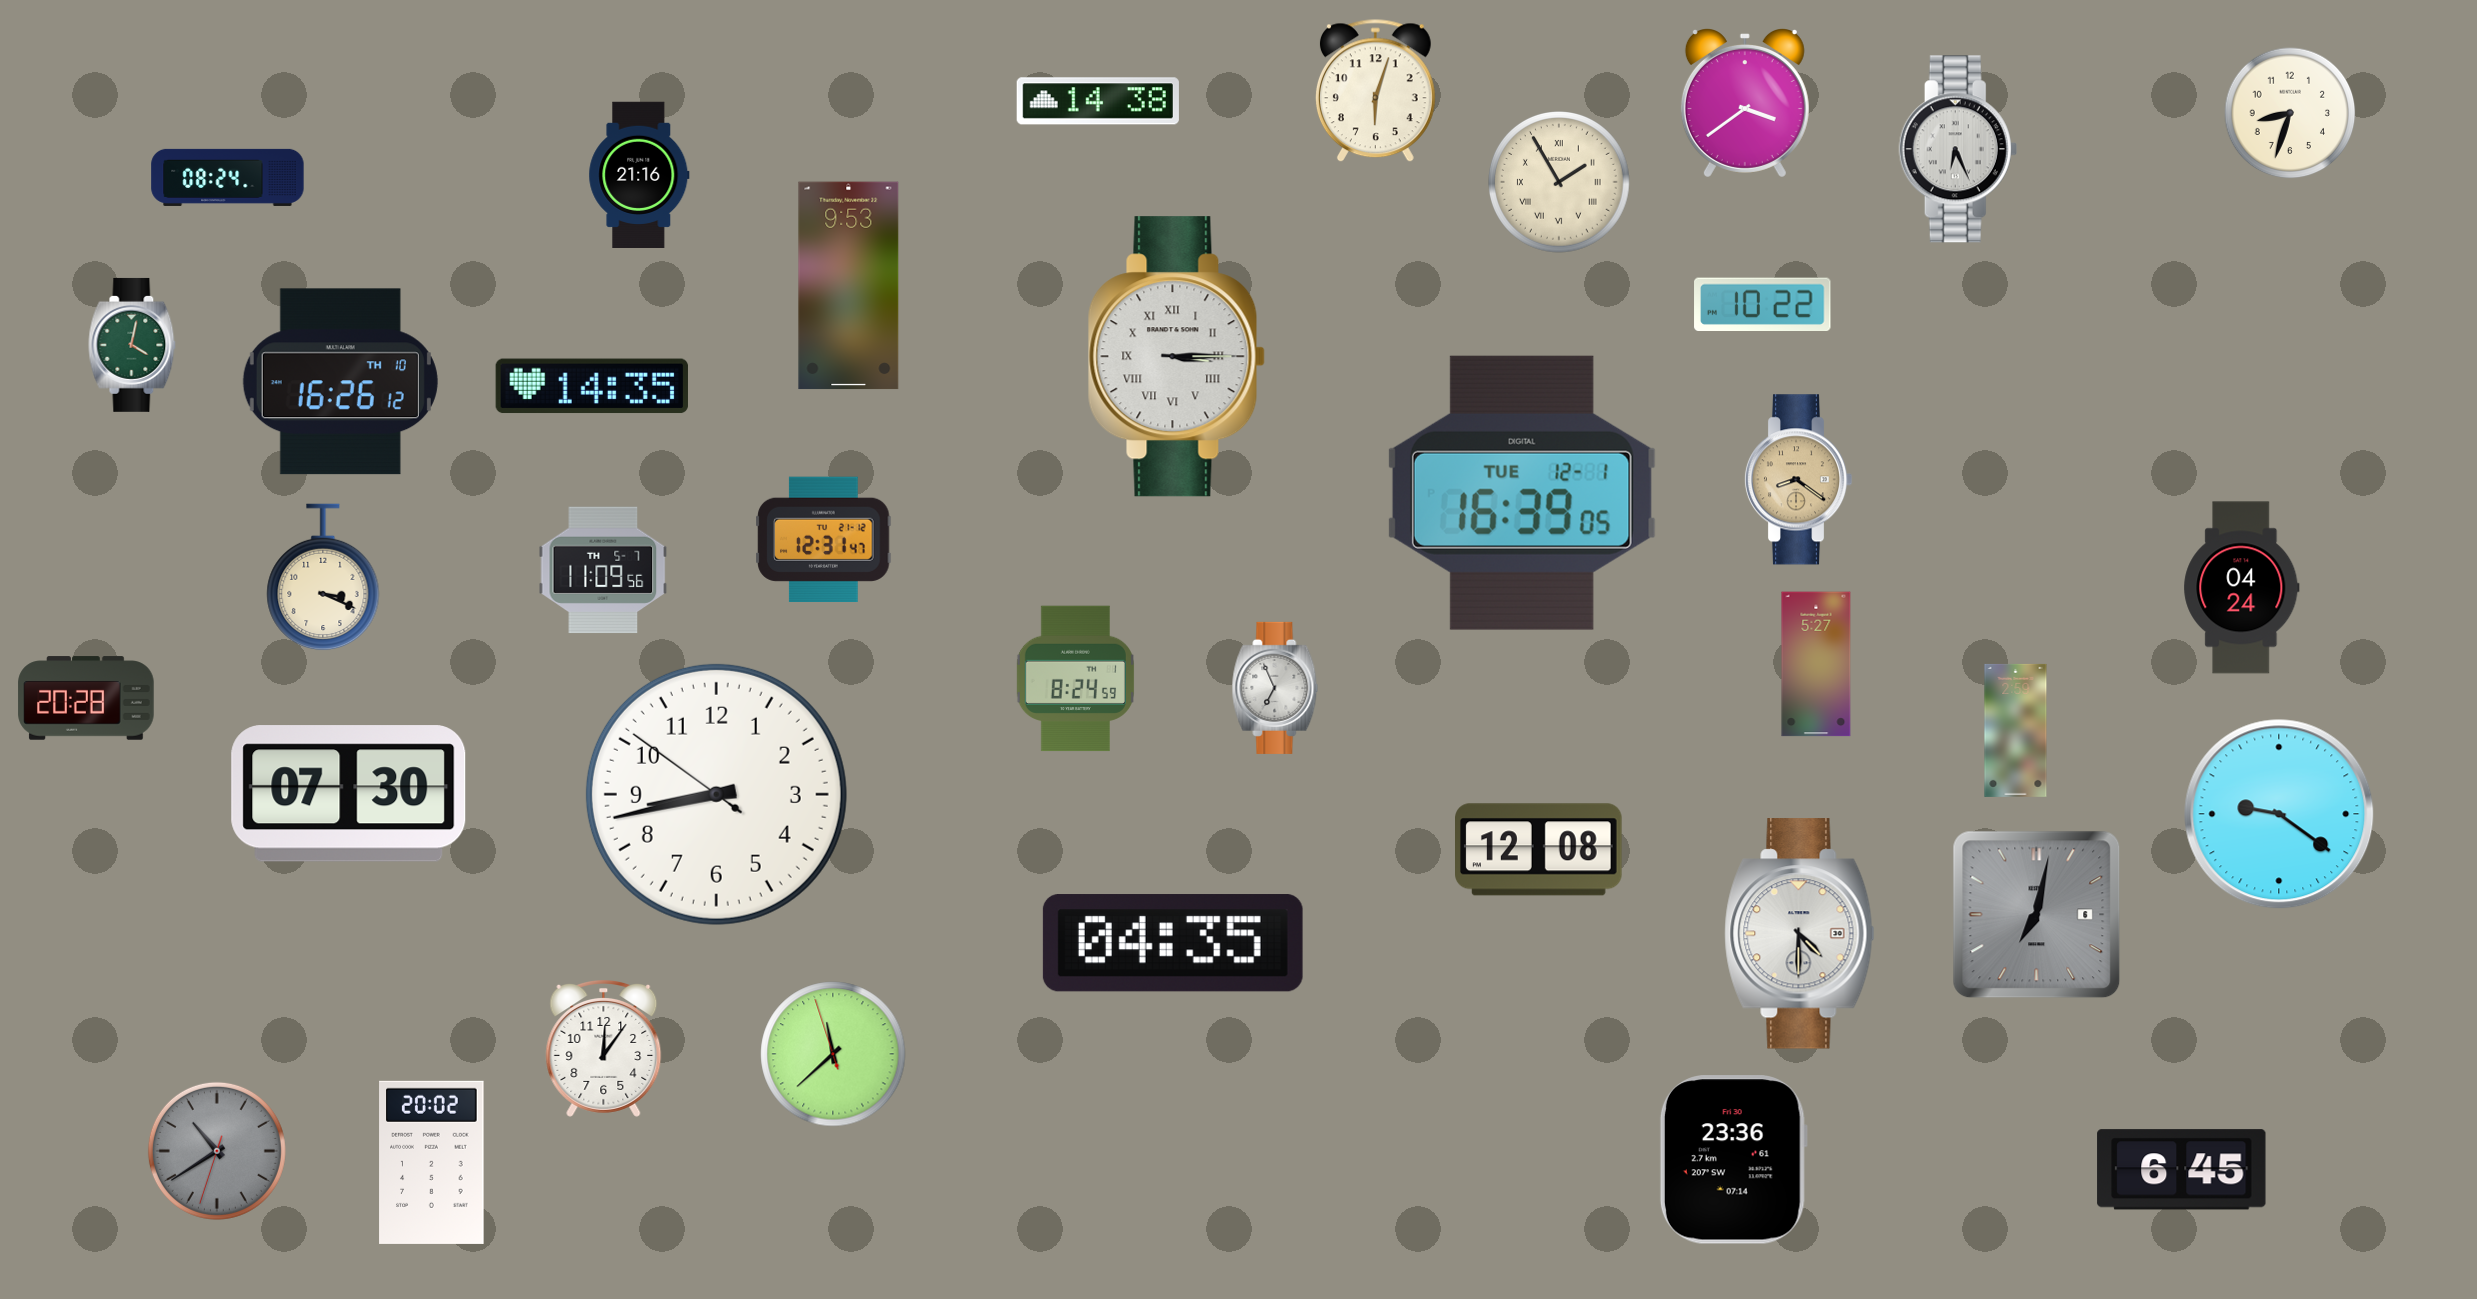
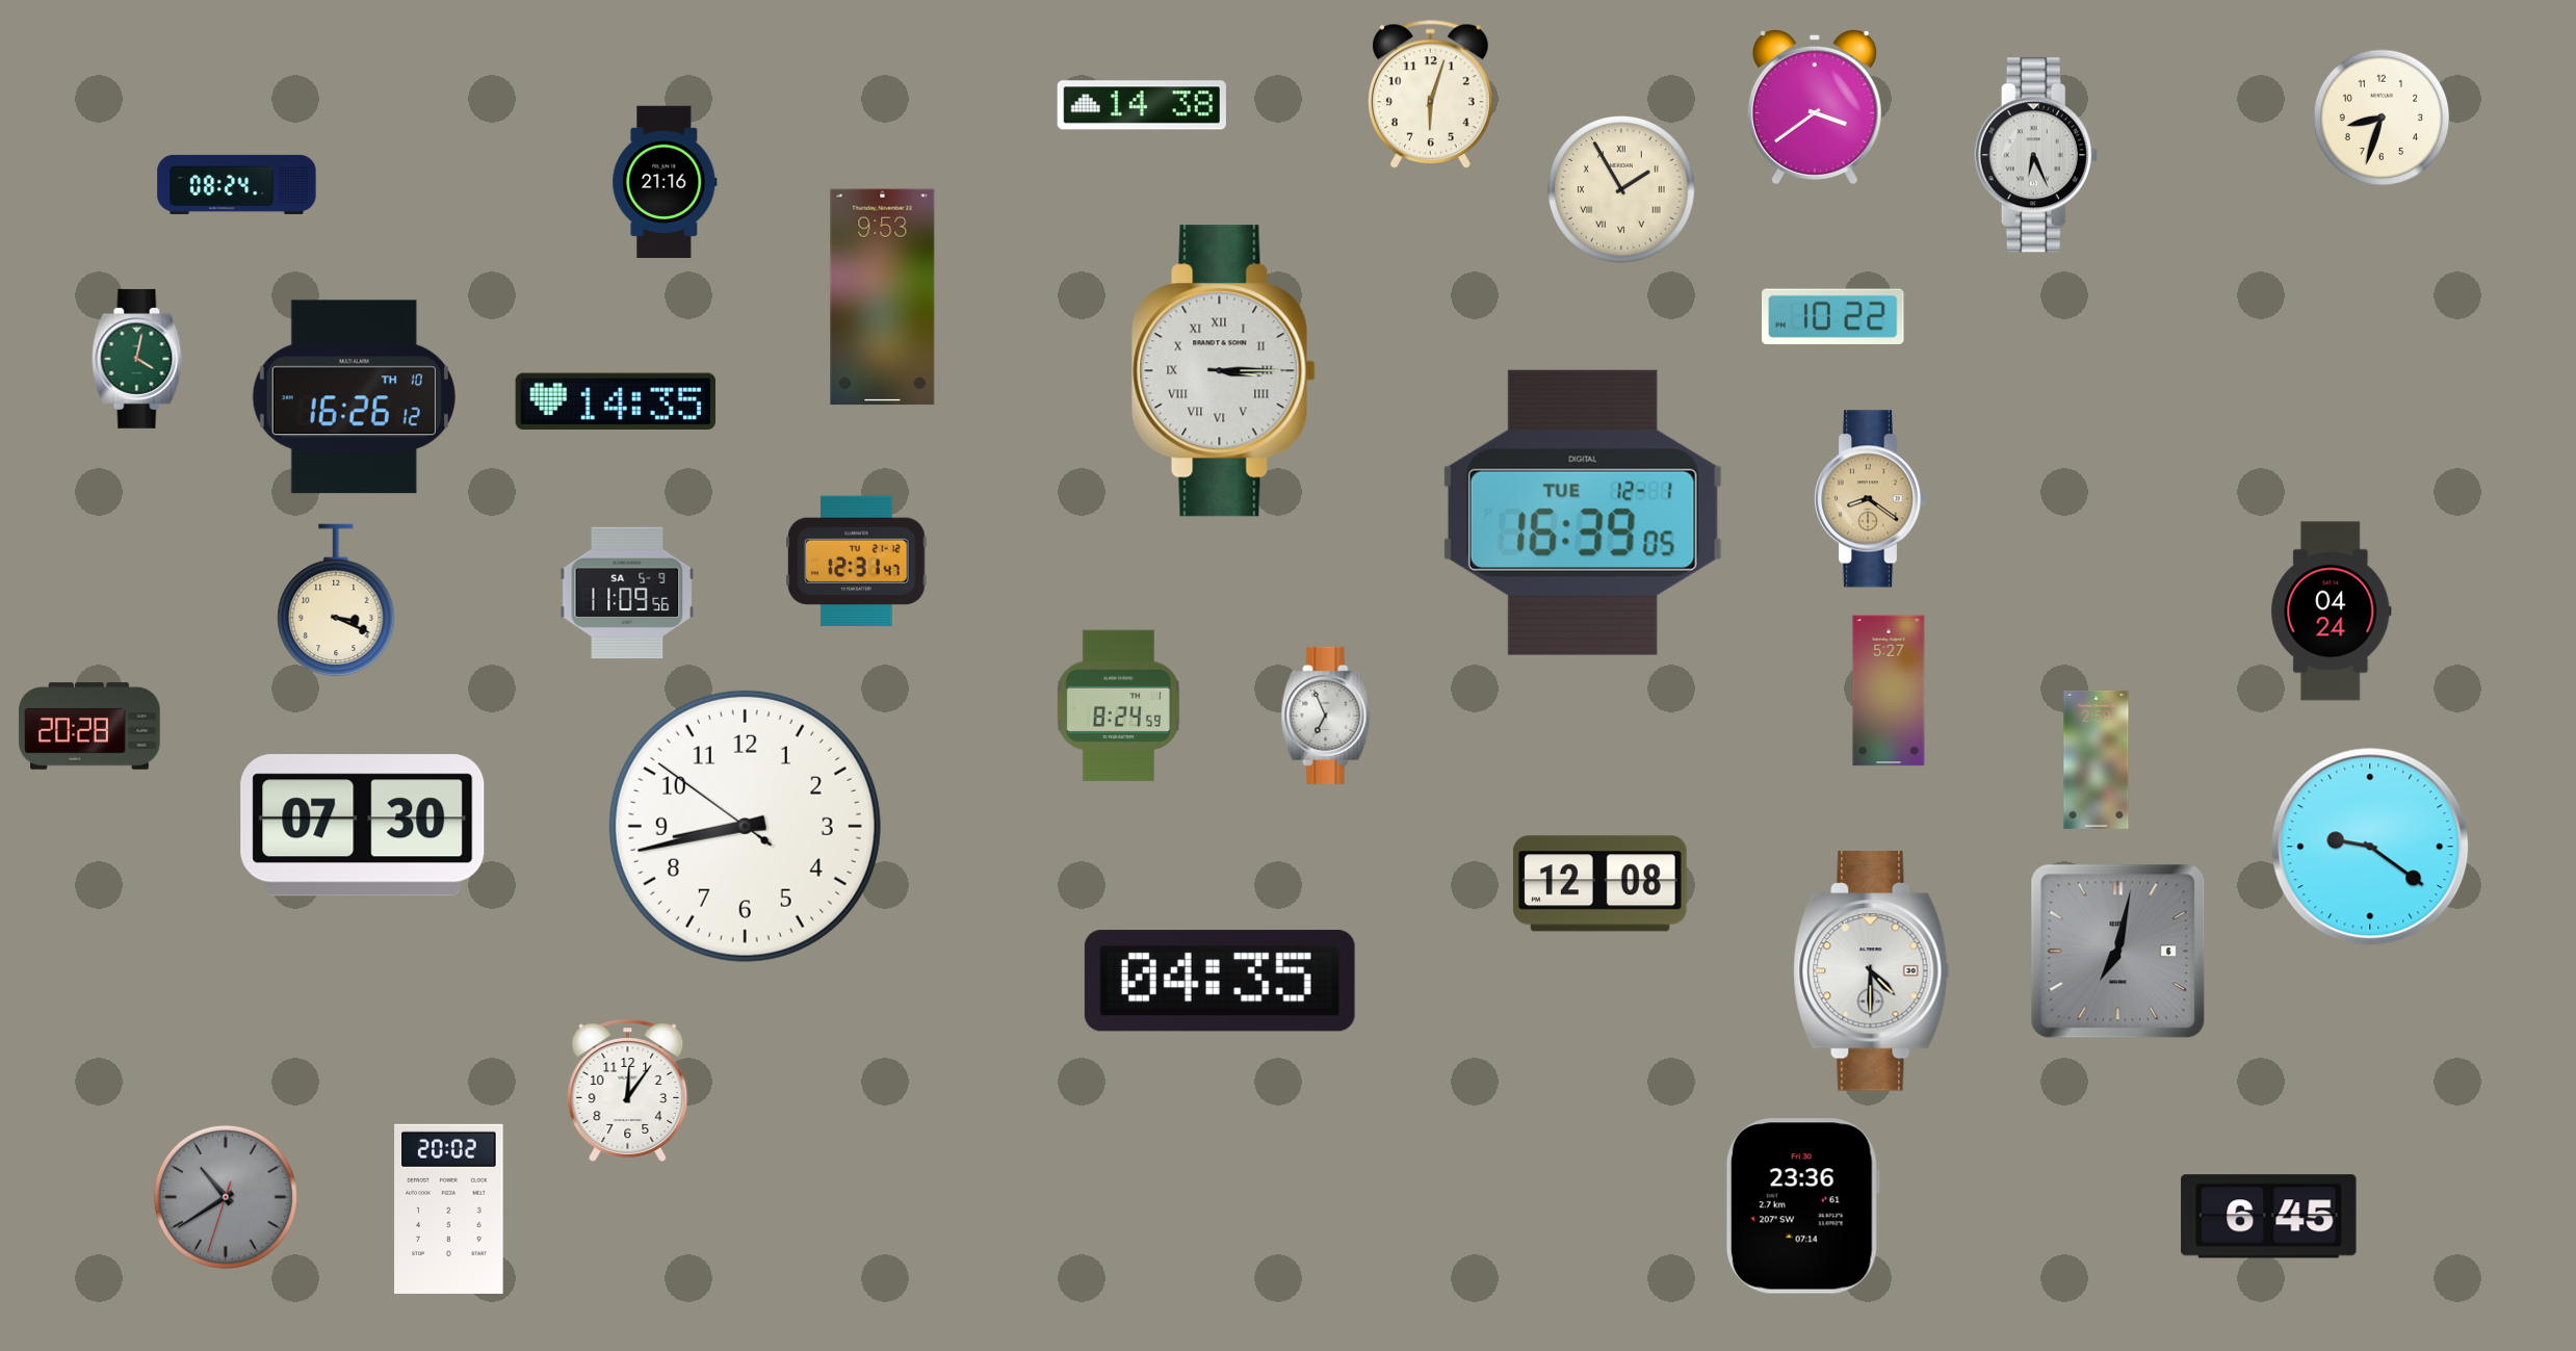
clock at (603, 570) date: TH 5-7 -> SA 5-9
clock at (833, 1054): 11:37 -> none
